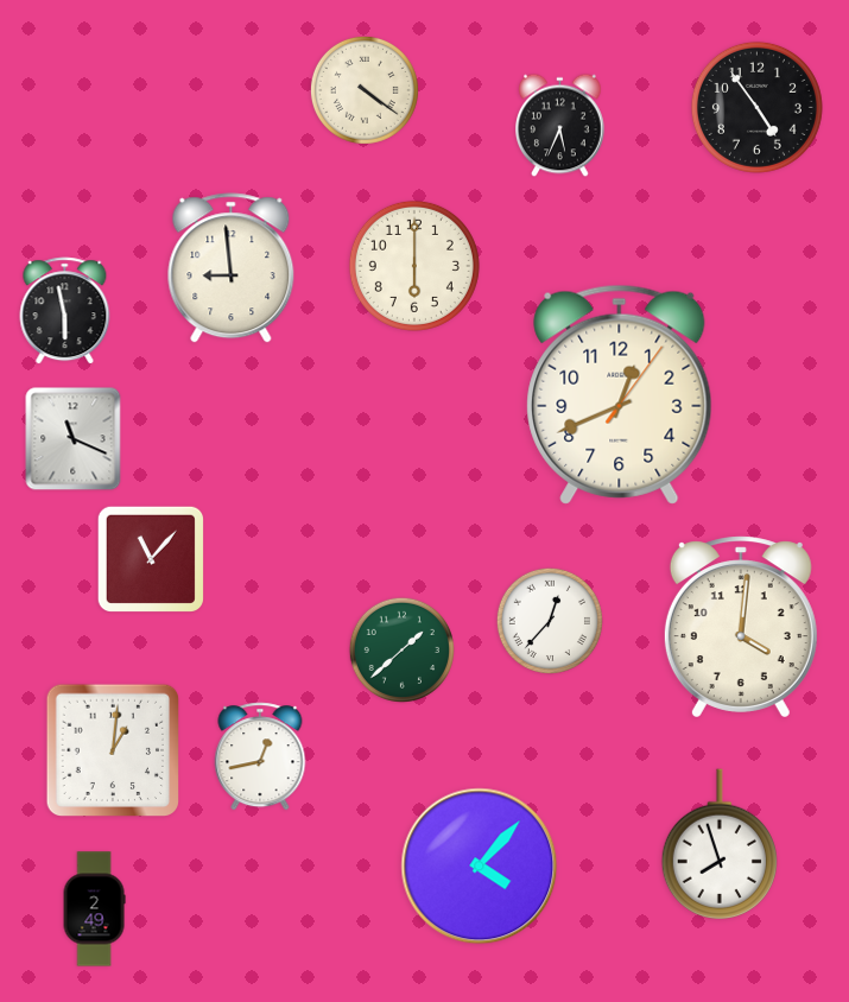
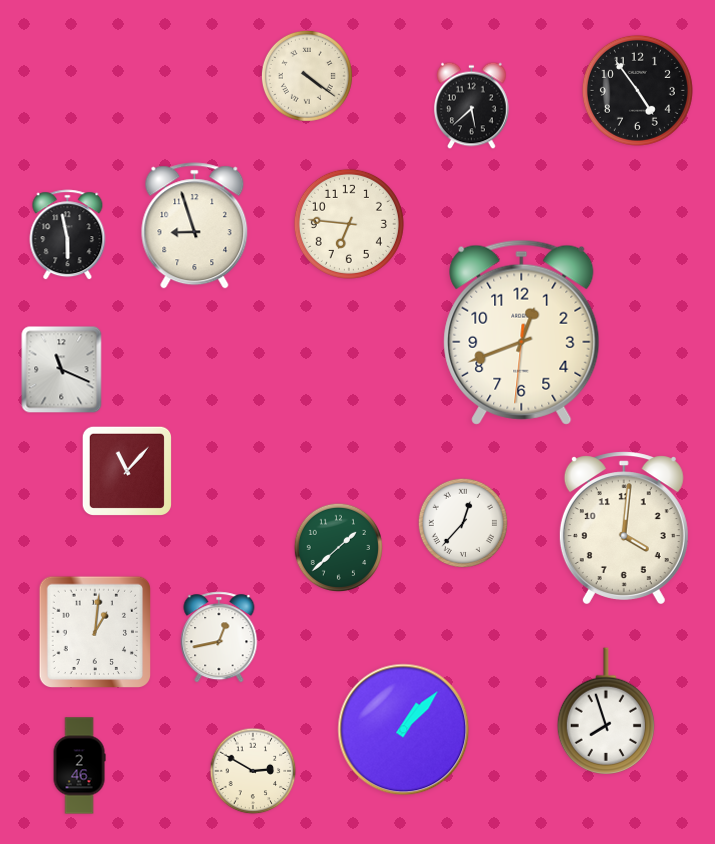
clock at (560, 126): 5:34 -> 5:38
clock at (414, 266): 6:00 -> 6:46
clock at (232, 268): 8:59 -> 8:57
clock at (65, 311) position: (65, 311) -> (68, 235)
clock at (620, 394): 12:41:06 -> 12:41:31
clock at (480, 867): 4:07 -> 1:07
clock at (94, 909): 2:49 -> 2:46
clock at (253, 771): none -> 2:50
